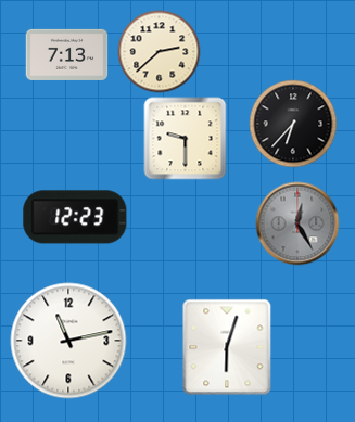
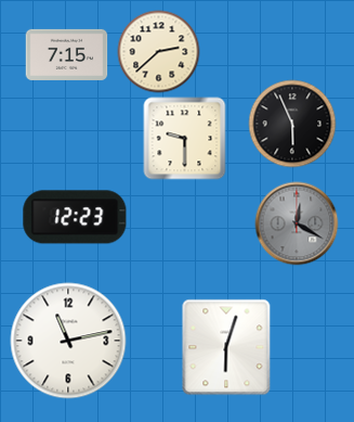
clock at (67, 54): 7:13 -> 7:15
clock at (293, 124): 6:37 -> 5:56
clock at (297, 223): 12:25 -> 12:20
